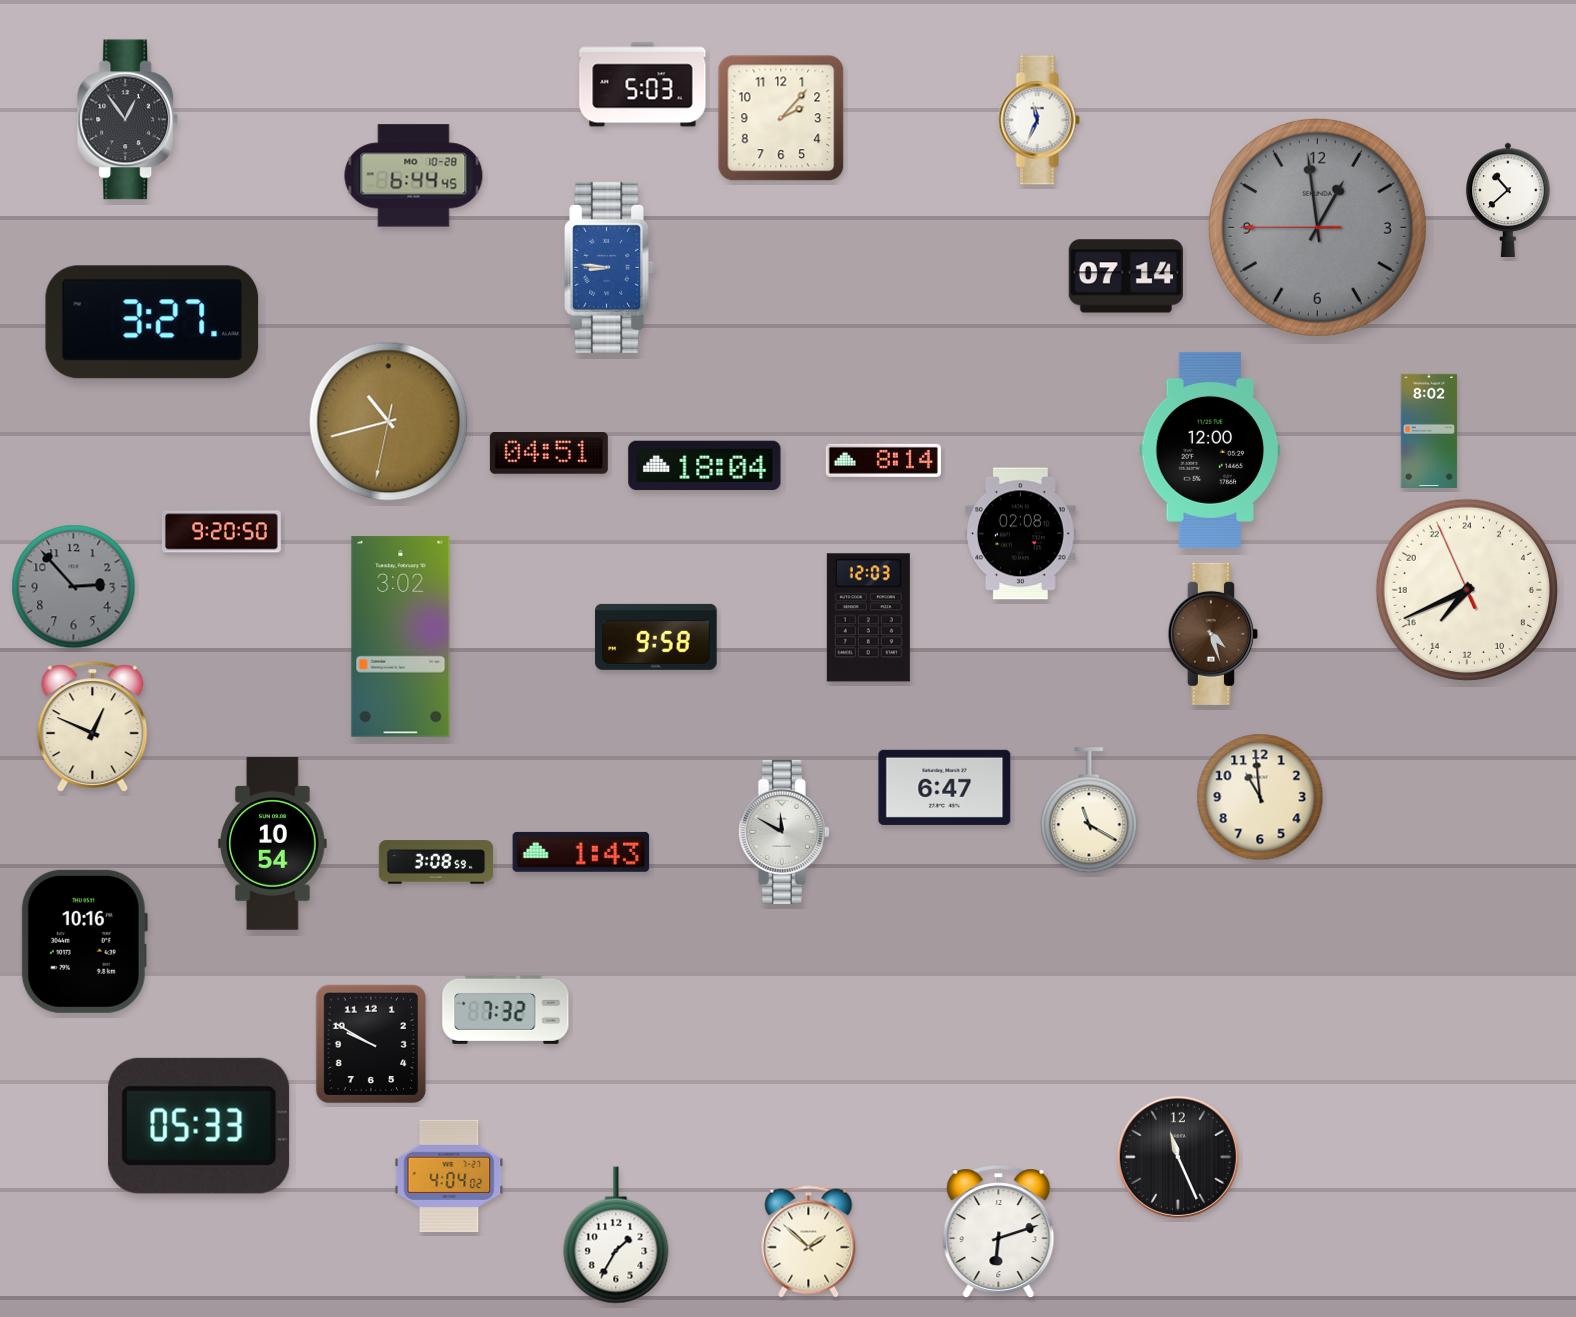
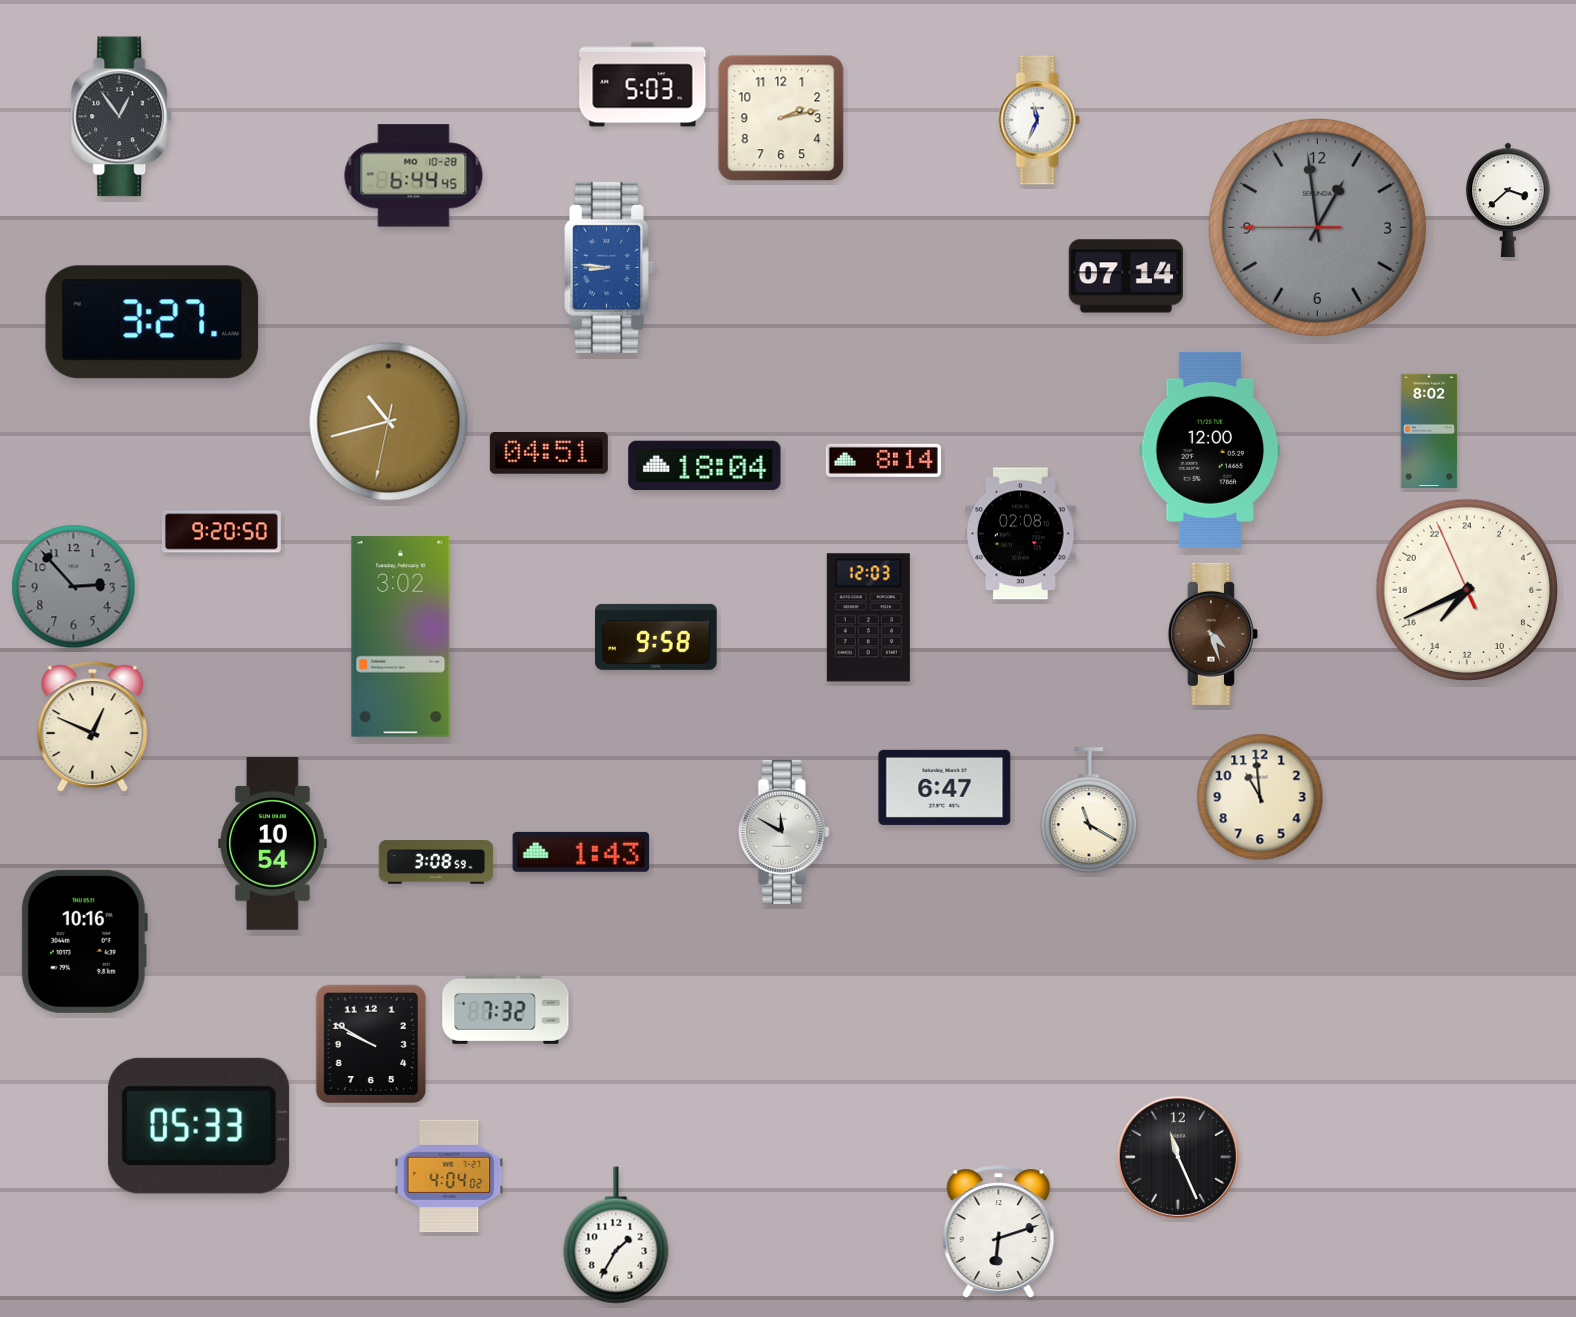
clock at (781, 118): 2:07 -> 2:13
clock at (128, 120) position: (128, 120) -> (122, 117)
clock at (1508, 199): 10:38 -> 3:38
clock at (809, 1242): 1:52 -> none
